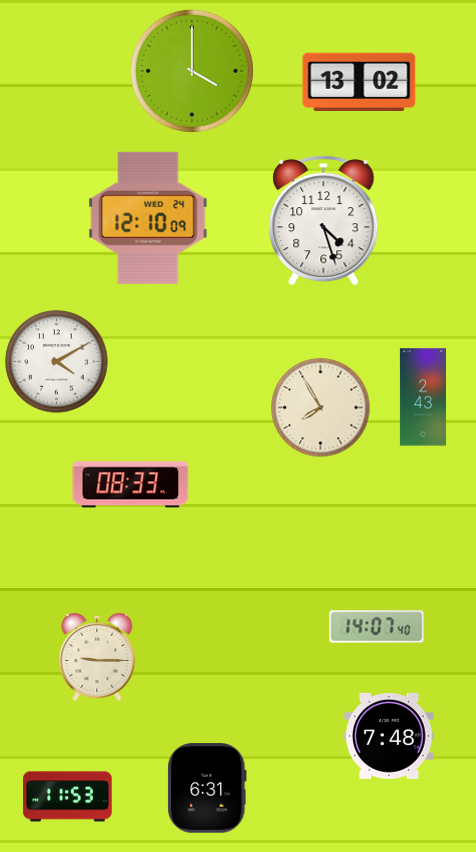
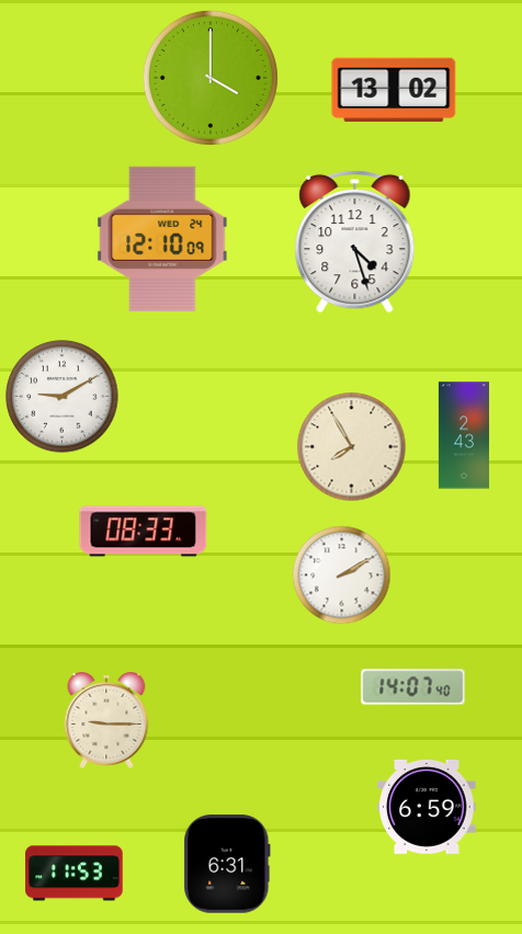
clock at (57, 362): 4:10 -> 9:10
clock at (341, 574): none -> 2:10
clock at (389, 736): 7:48 -> 6:59
